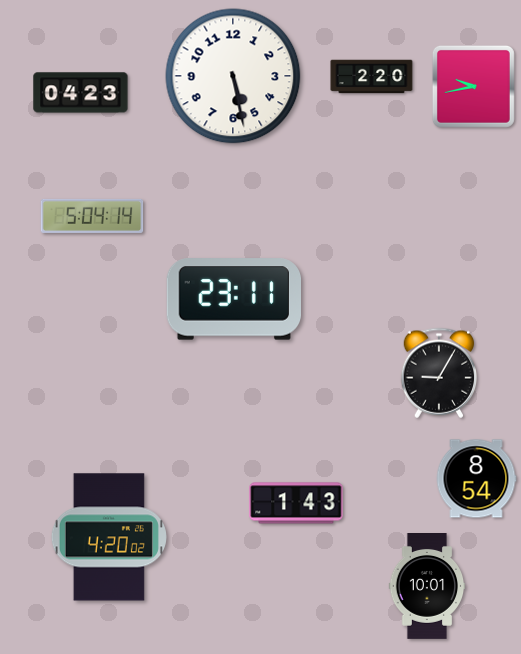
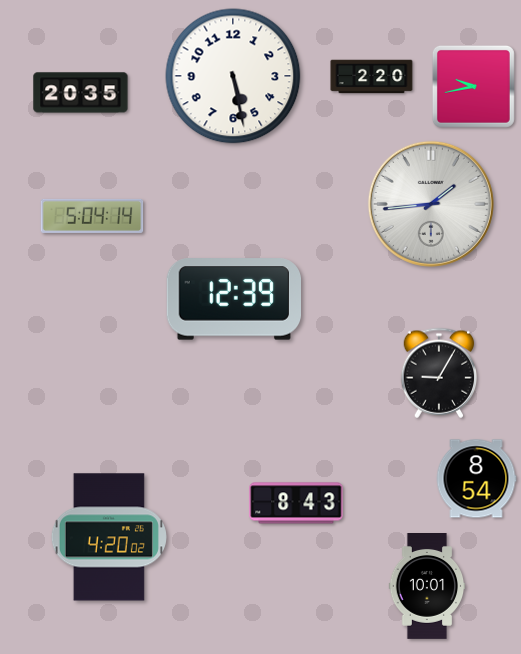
clock at (81, 93): 04:23 -> 20:35
clock at (431, 204): none -> 1:44
clock at (233, 299): 23:11 -> 12:39
clock at (296, 503): 1:43 -> 8:43
